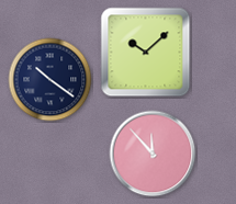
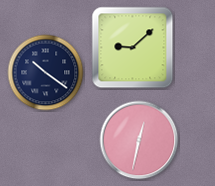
clock at (146, 53): 10:08 -> 9:08
clock at (153, 154): 11:53 -> 12:32
